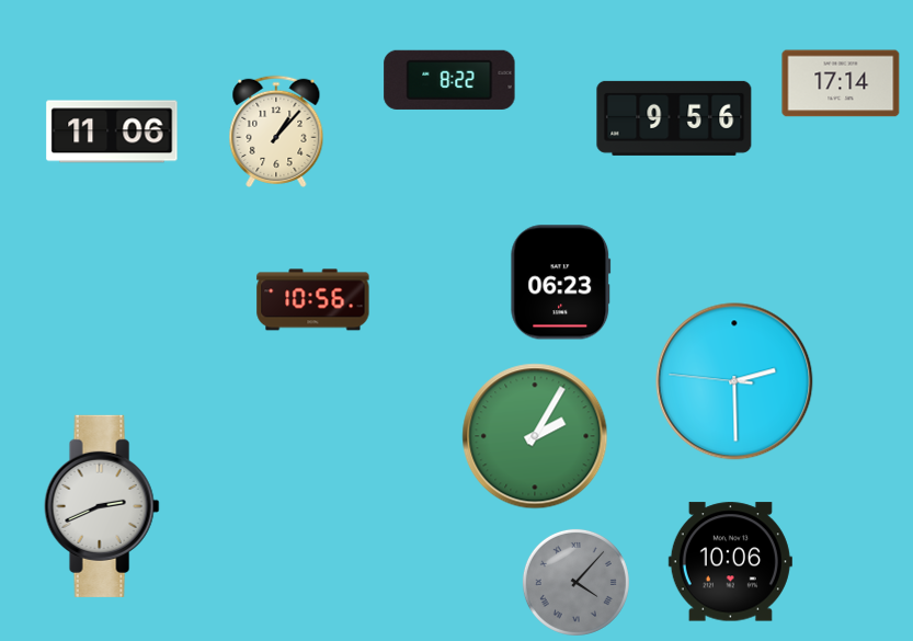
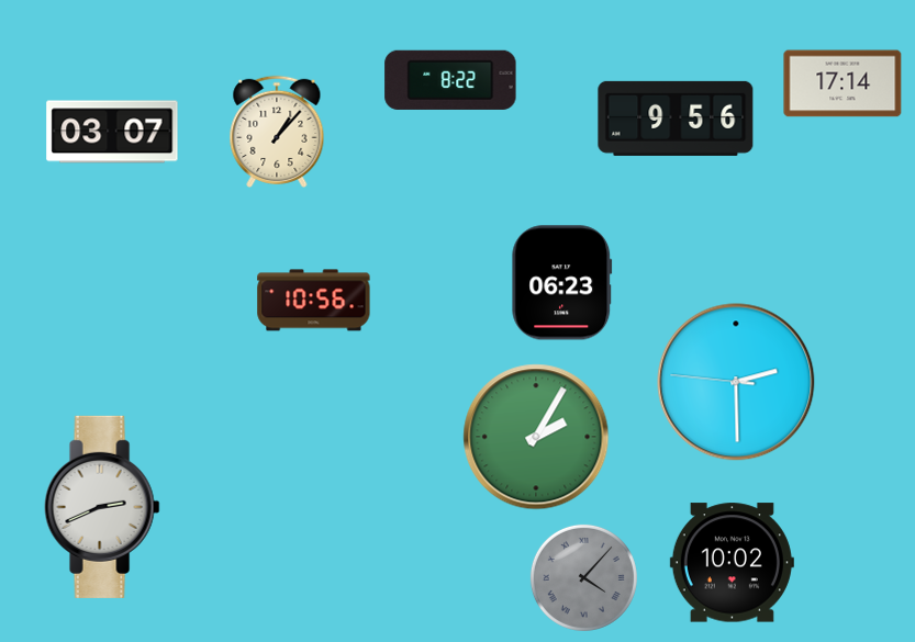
clock at (112, 131): 11:06 -> 03:07
clock at (730, 562): 10:06 -> 10:02
clock at (575, 582) position: (575, 582) -> (583, 577)
